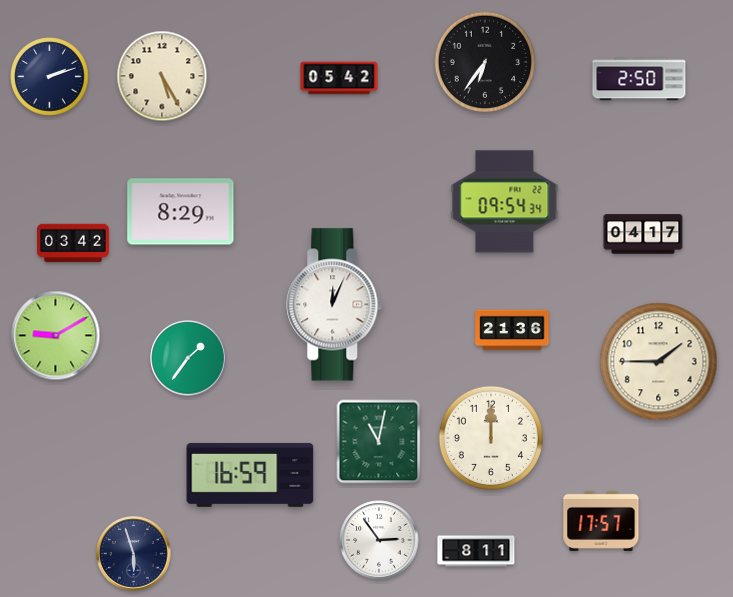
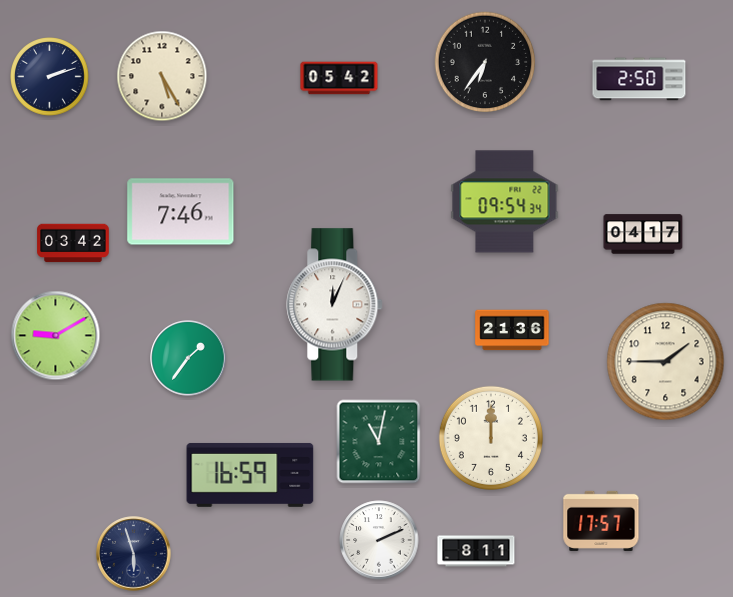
clock at (181, 212): 8:29 -> 7:46
clock at (659, 362) position: (659, 362) -> (666, 362)
clock at (379, 540): 2:54 -> 2:11
